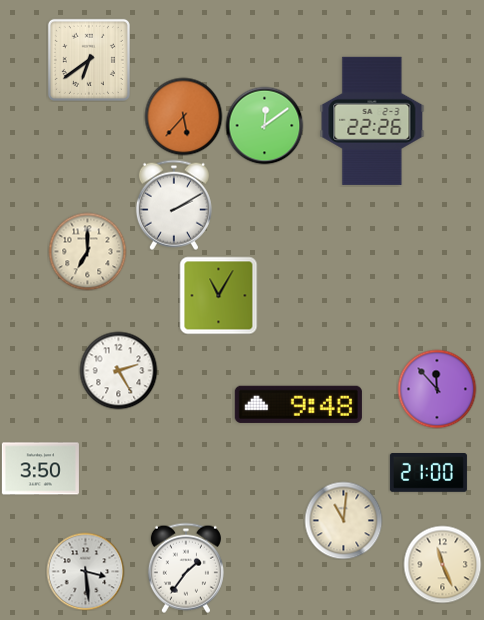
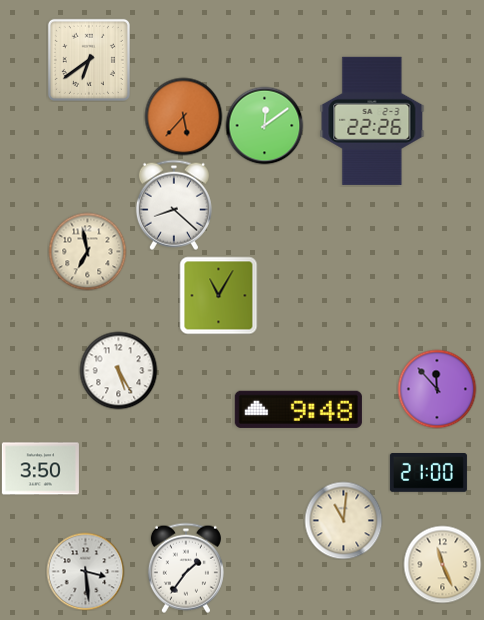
clock at (174, 205): 2:10 -> 8:22
clock at (87, 251): 7:00 -> 6:58
clock at (118, 370): 2:25 -> 5:25
clock at (298, 404) position: (298, 404) -> (298, 409)
